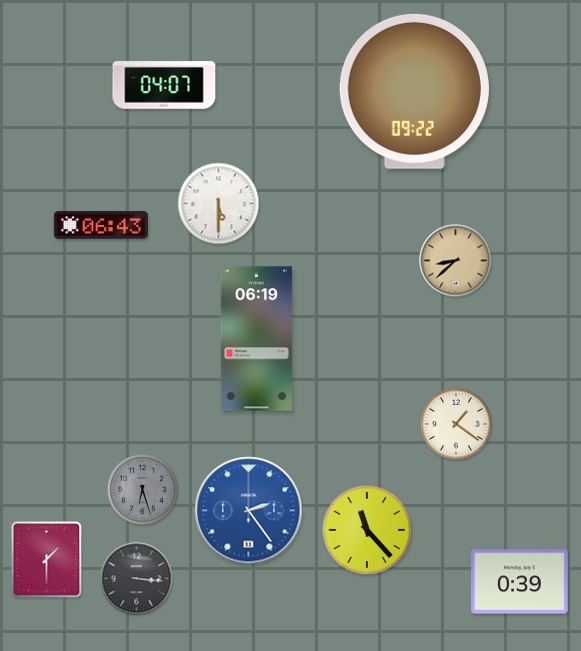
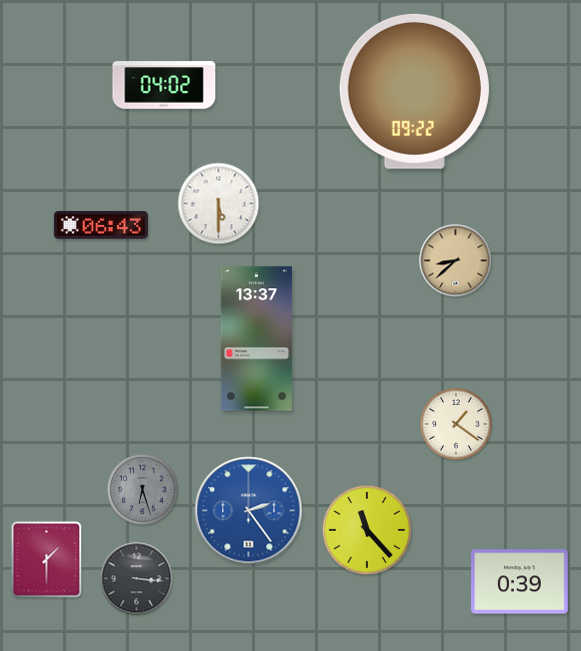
clock at (164, 85): 04:07 -> 04:02
clock at (256, 339): 06:19 -> 13:37
